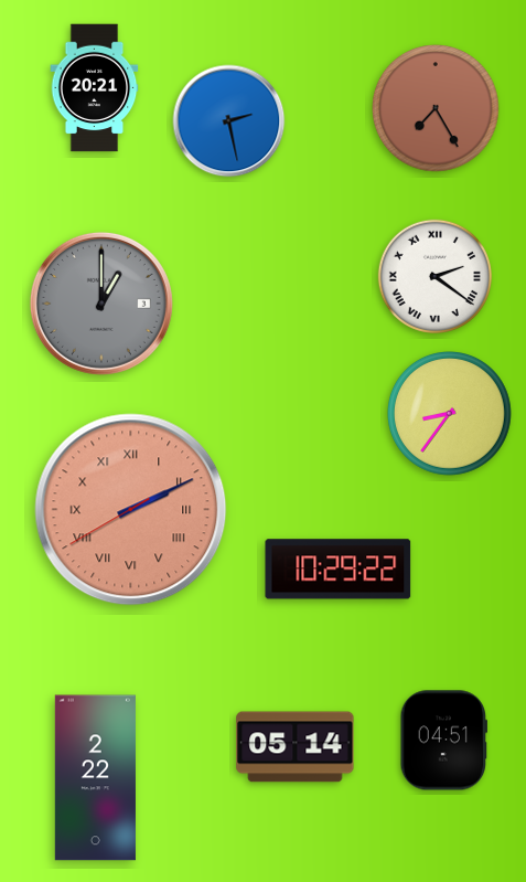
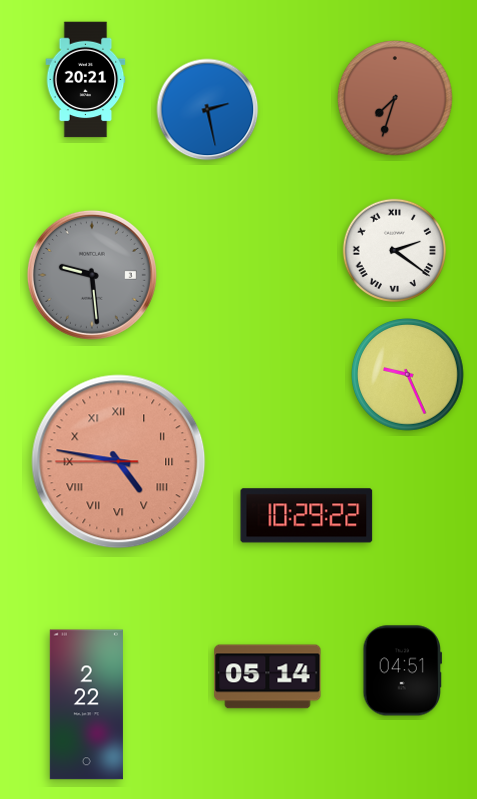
clock at (436, 108): 7:25 -> 7:33
clock at (101, 304): 1:00 -> 9:29
clock at (450, 414): 8:36 -> 9:26
clock at (131, 510): 2:10 -> 4:46
